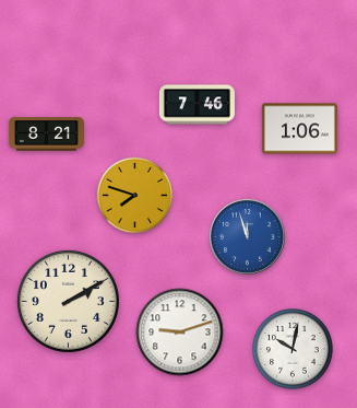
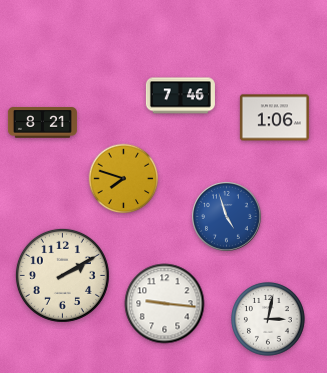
clock at (248, 237): 11:57 -> 4:57
clock at (180, 333): 9:12 -> 9:16
clock at (293, 349): 10:02 -> 3:02
